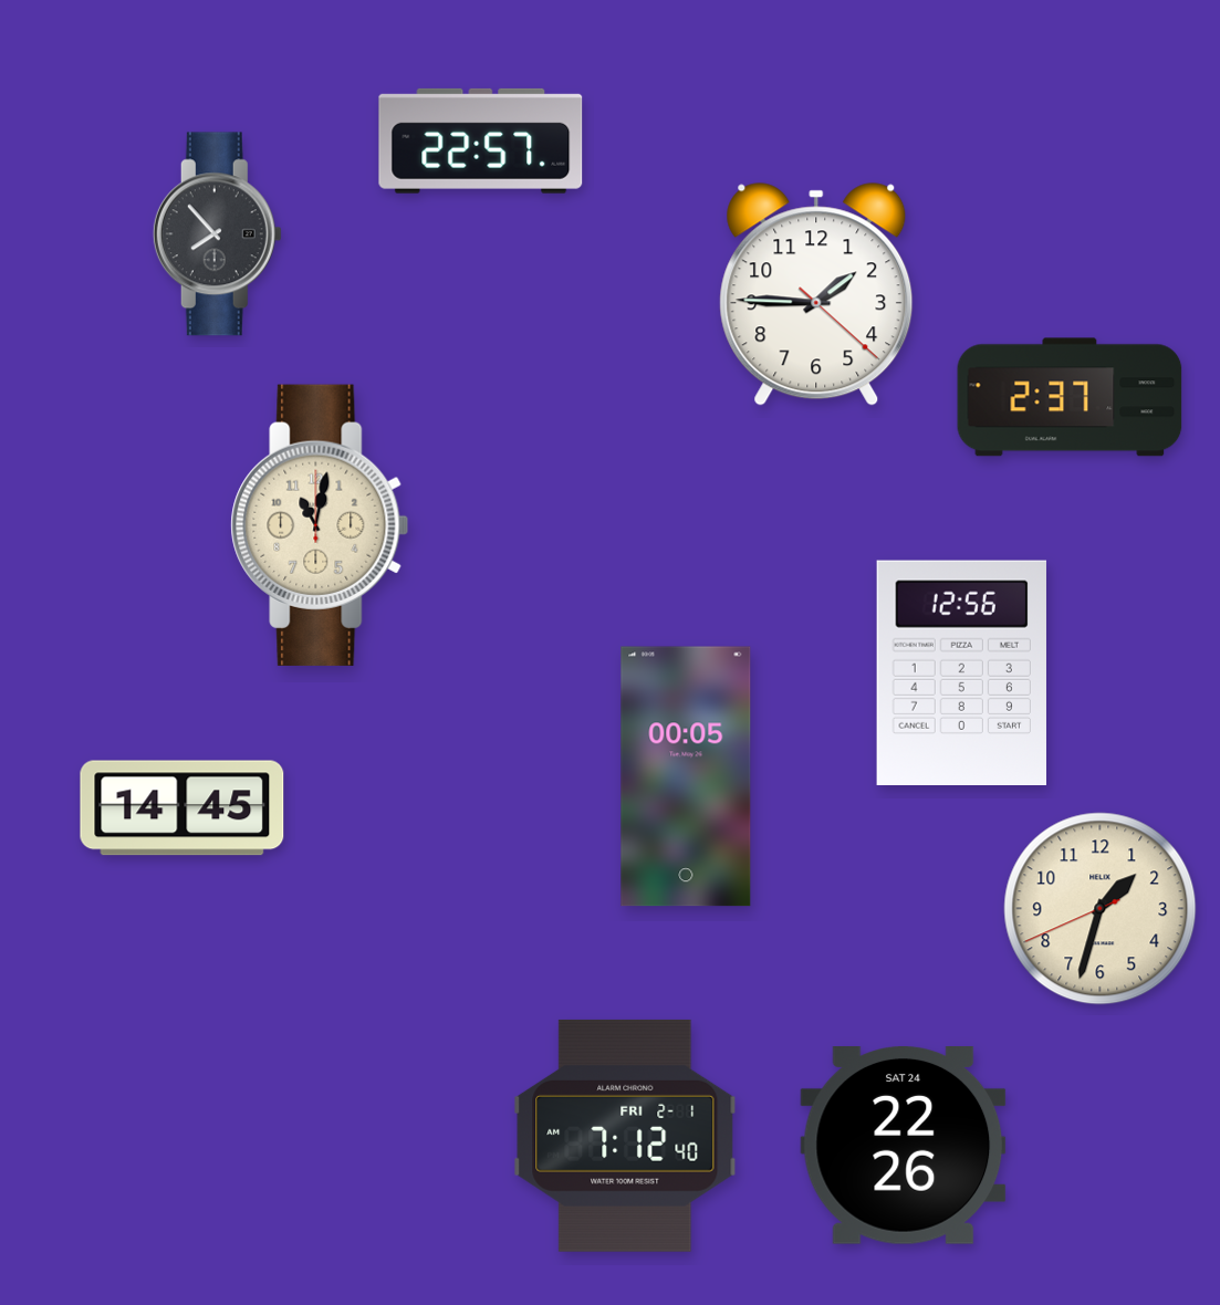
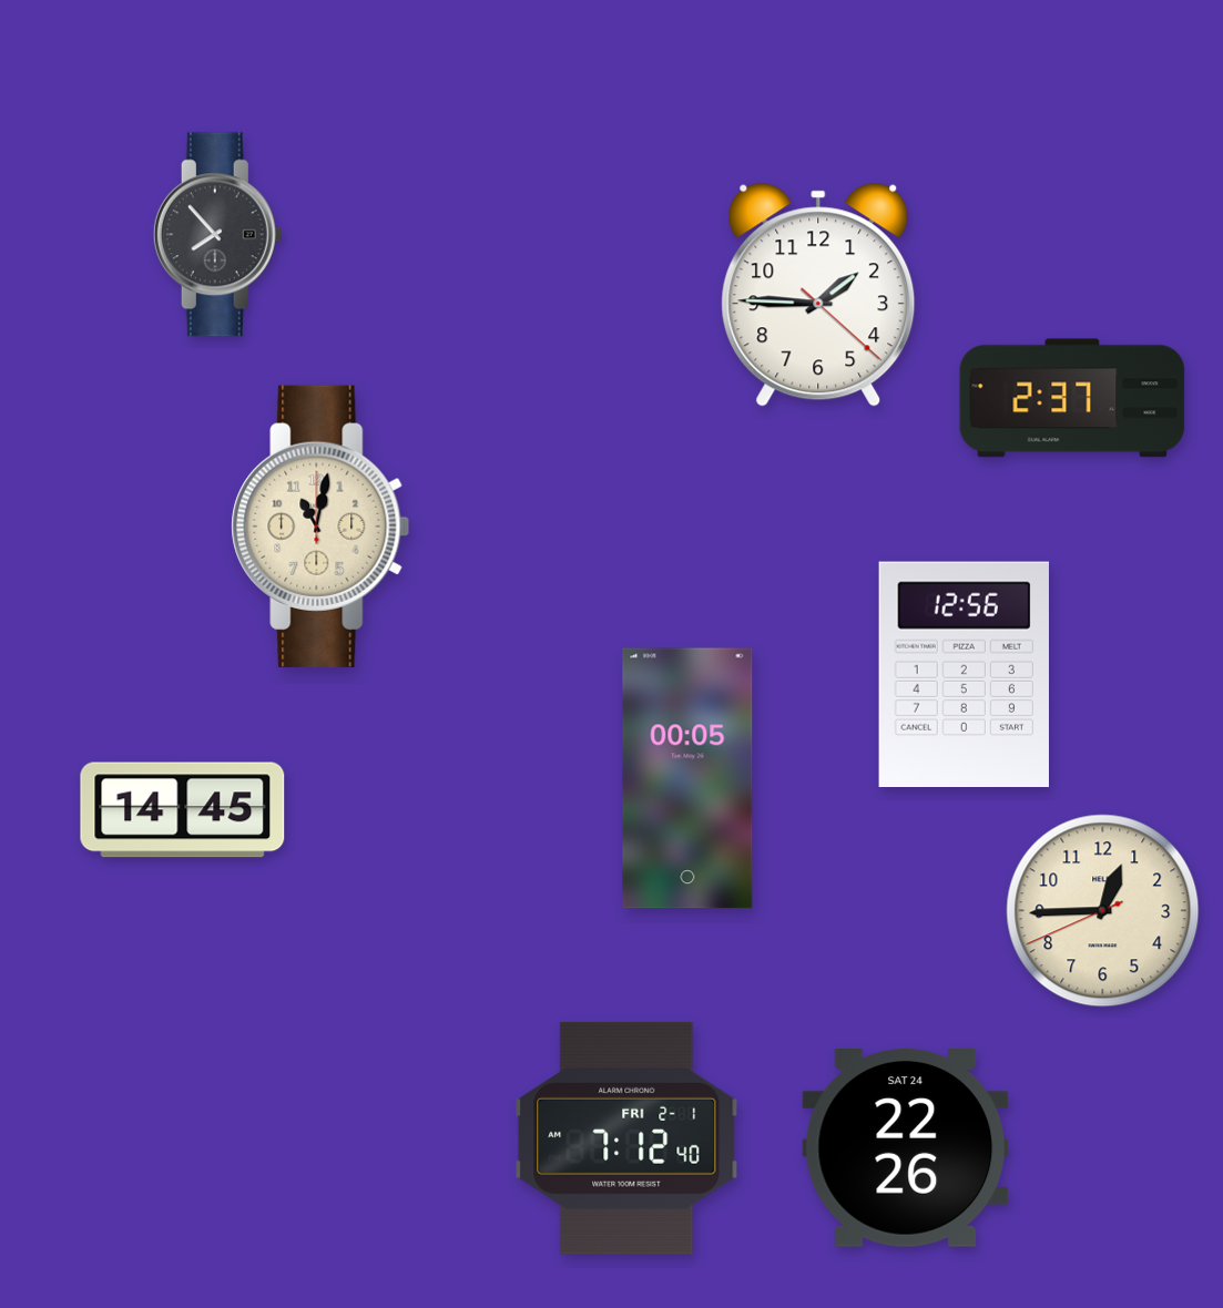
clock at (481, 140): 22:57 -> none
clock at (1101, 909): 1:32 -> 12:44
